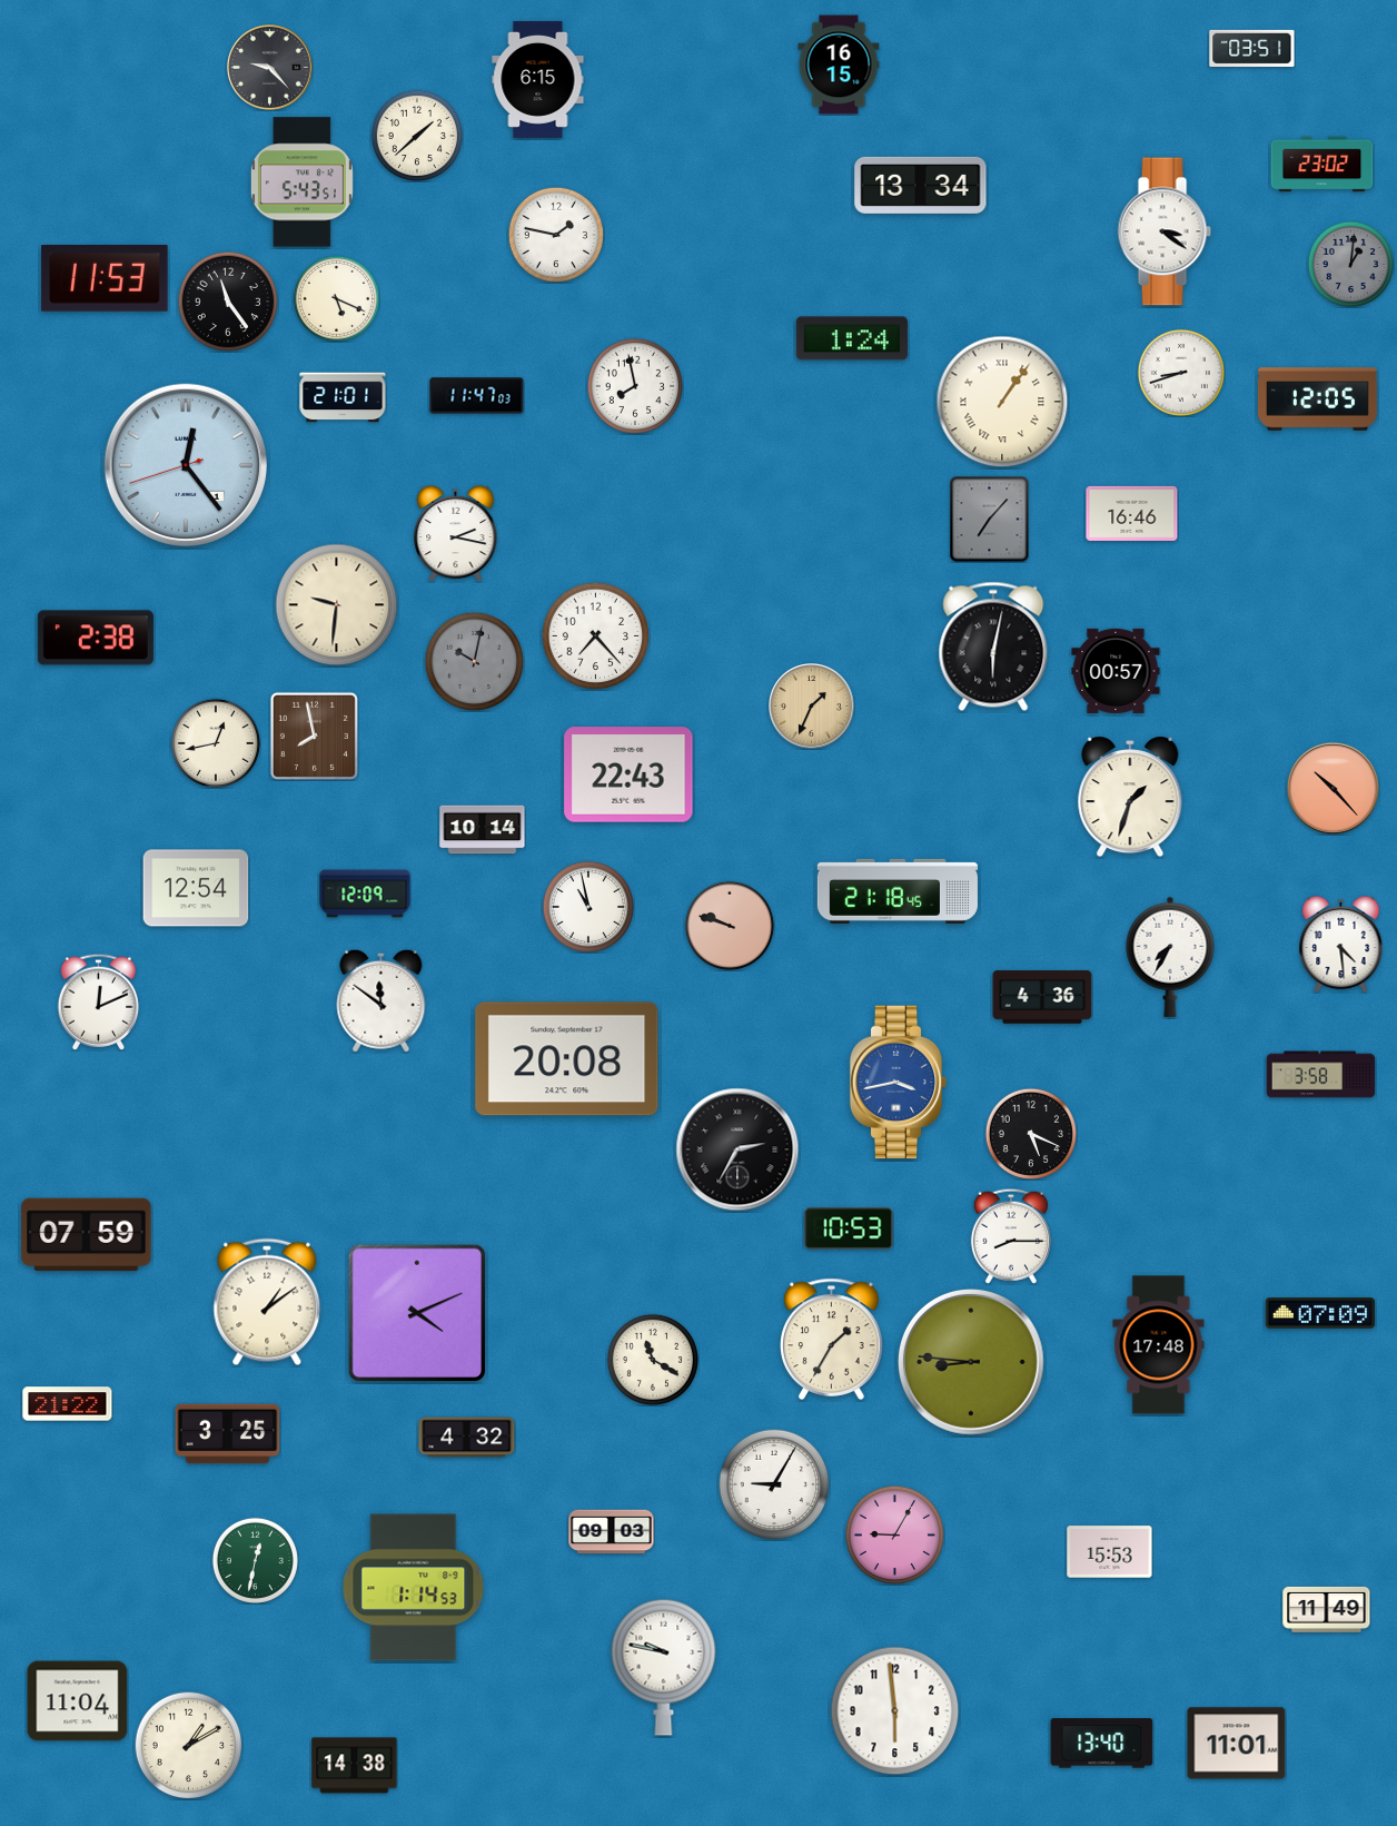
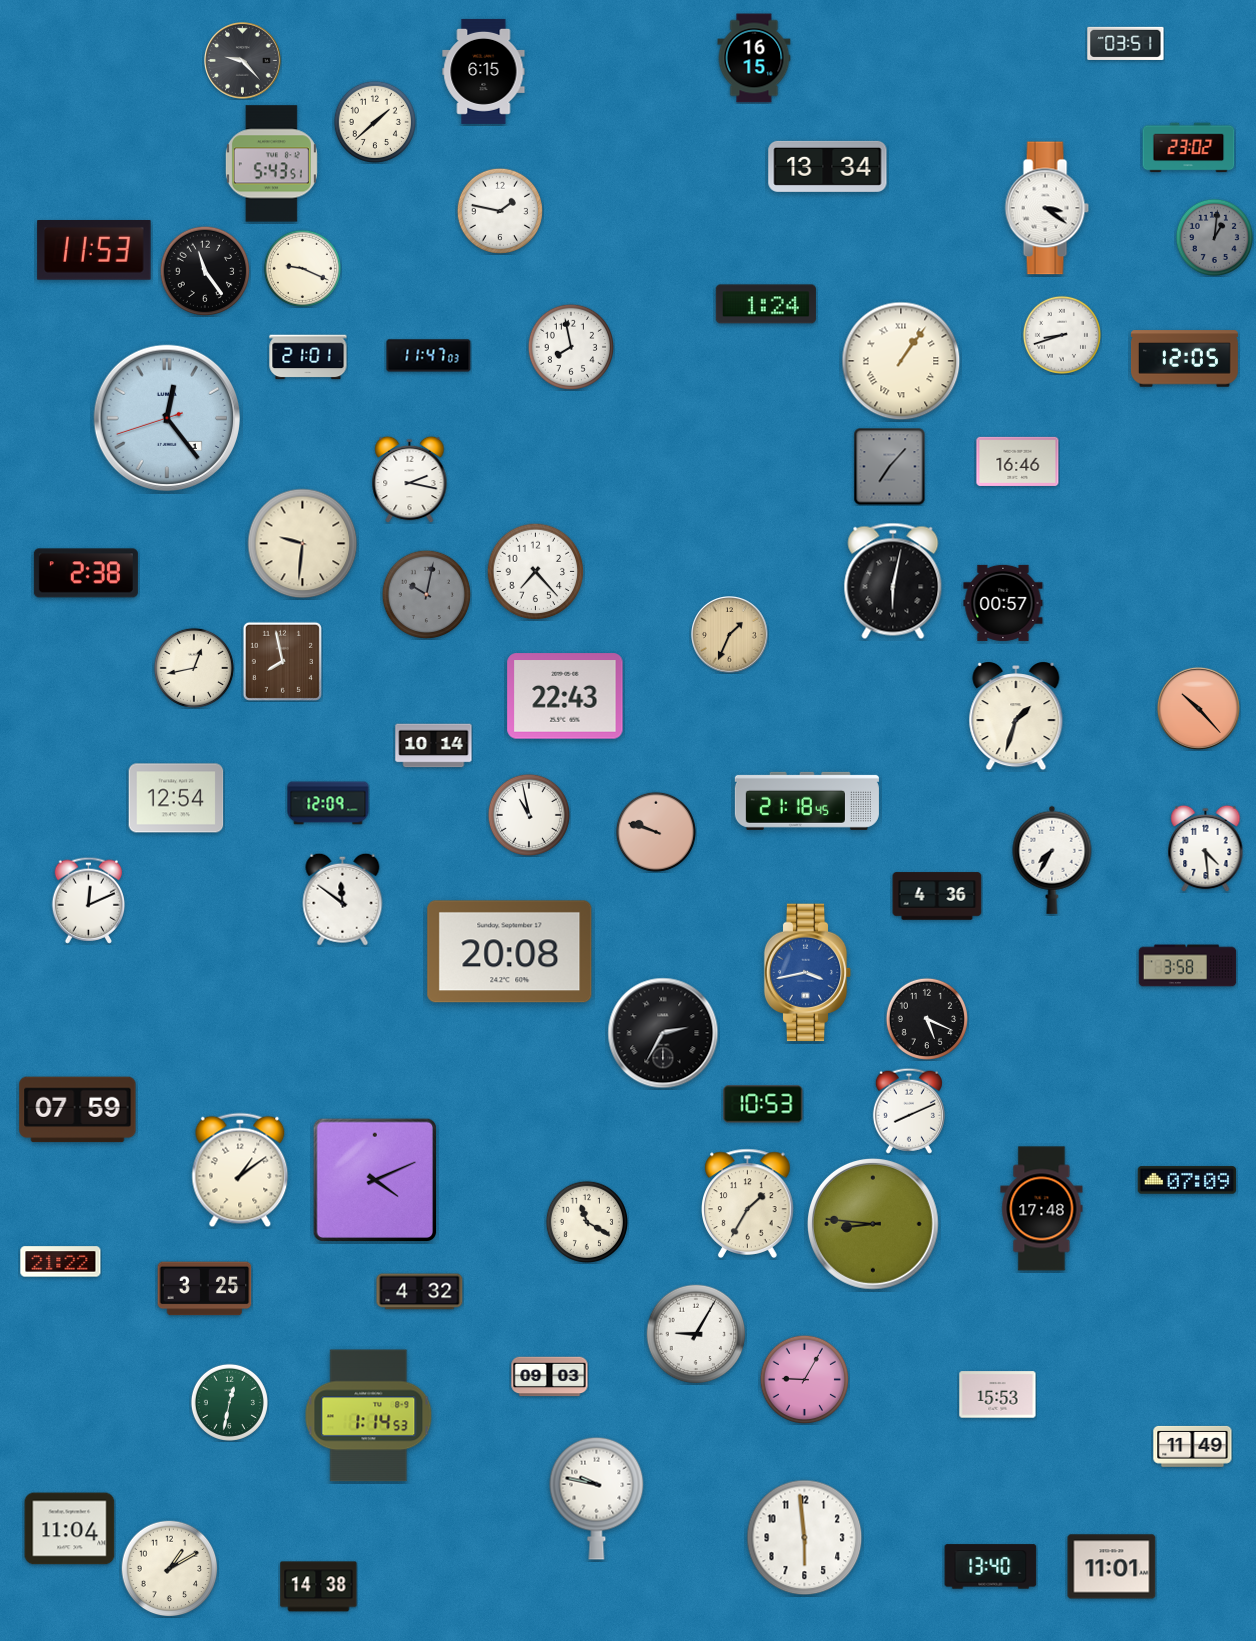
clock at (336, 298): 5:19 -> 9:19
clock at (1011, 1236): 8:15 -> 8:11
clock at (414, 1588) position: (414, 1588) -> (369, 1416)
